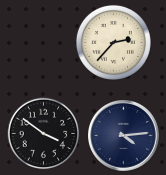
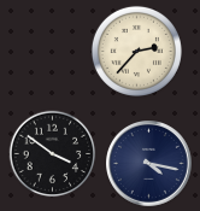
clock at (44, 134) position: (44, 134) -> (53, 154)
clock at (124, 136): 4:14 -> 4:17
